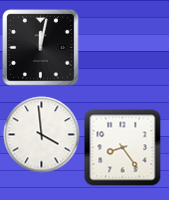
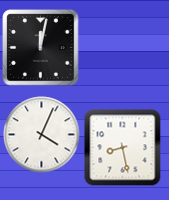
clock at (42, 135): 3:59 -> 4:04
clock at (123, 148): 8:24 -> 8:28
